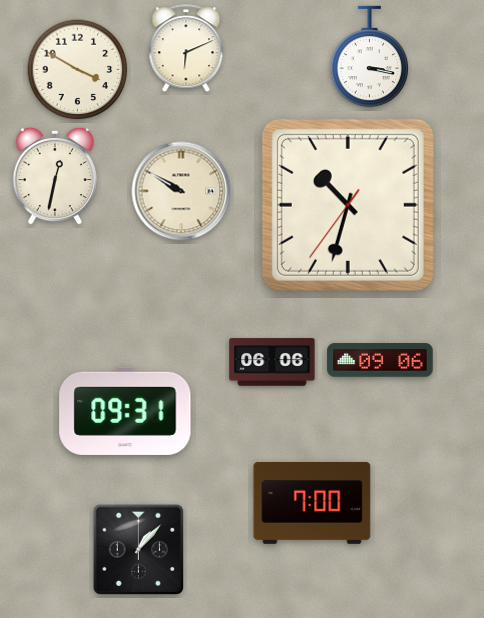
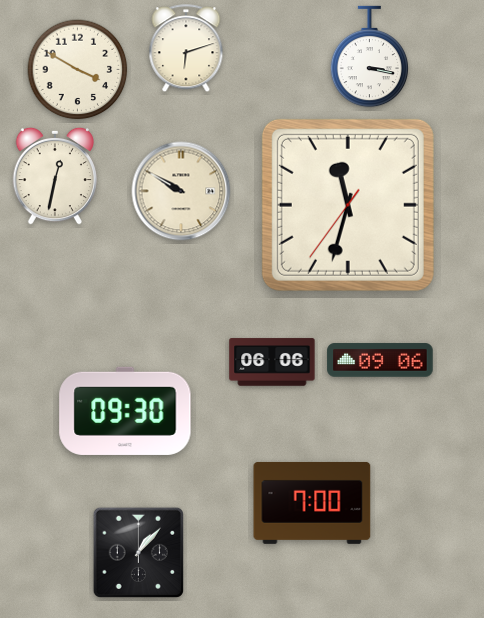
clock at (186, 49): 6:11 -> 6:12
clock at (348, 205): 10:32 -> 11:32
clock at (125, 411): 09:31 -> 09:30
clock at (138, 549) position: (138, 549) -> (138, 552)
